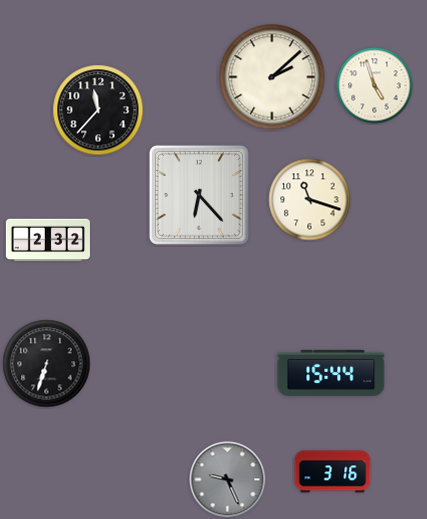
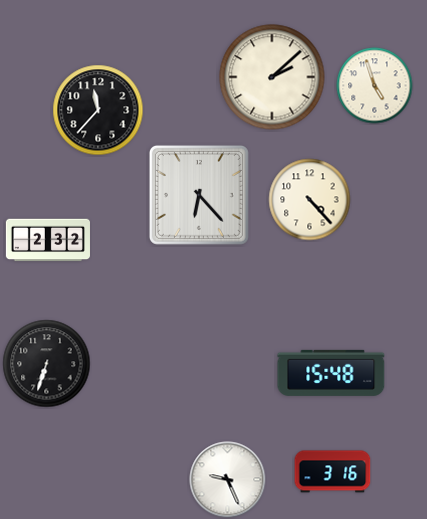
clock at (310, 200): 11:18 -> 4:23
clock at (331, 373): 15:44 -> 15:48
clock at (228, 480) dial: grey -> white
